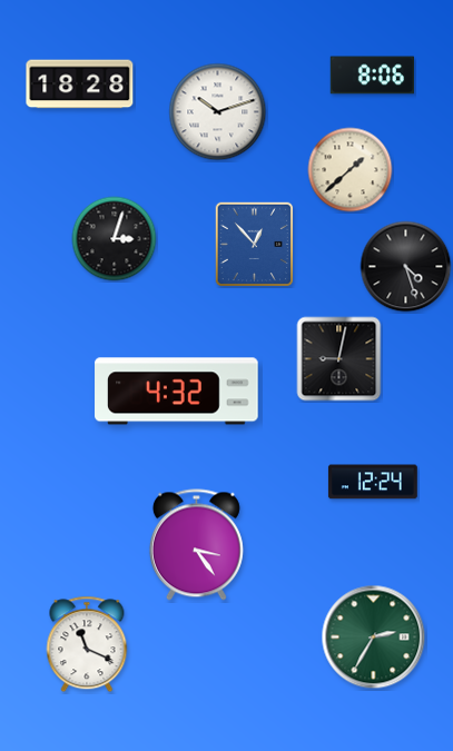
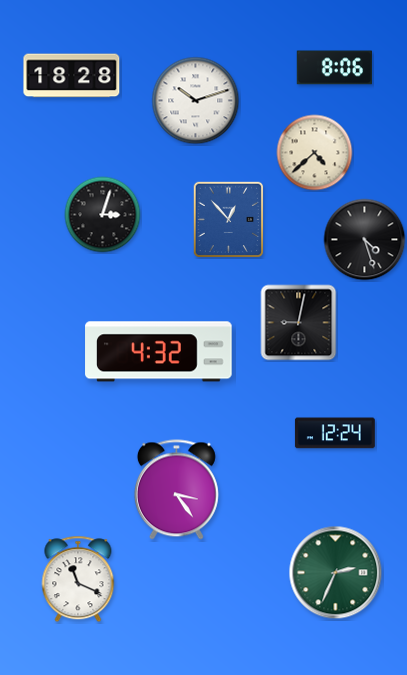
clock at (351, 170): 1:38 -> 4:38
clock at (339, 359) position: (339, 359) -> (299, 323)
clock at (374, 638): 2:35 -> 2:34
